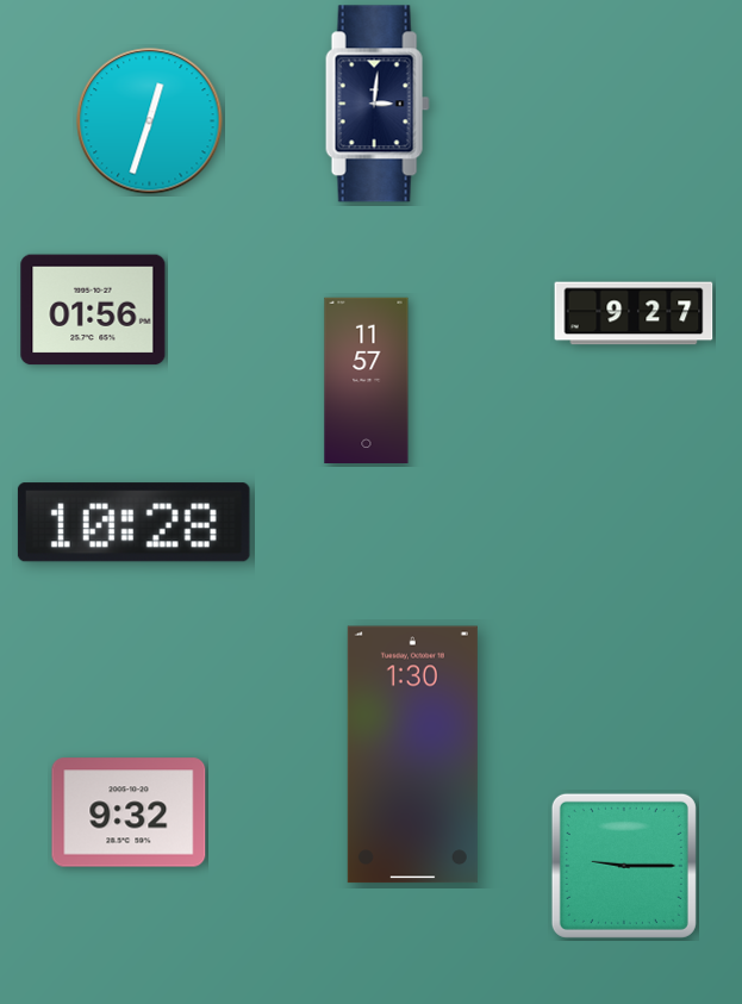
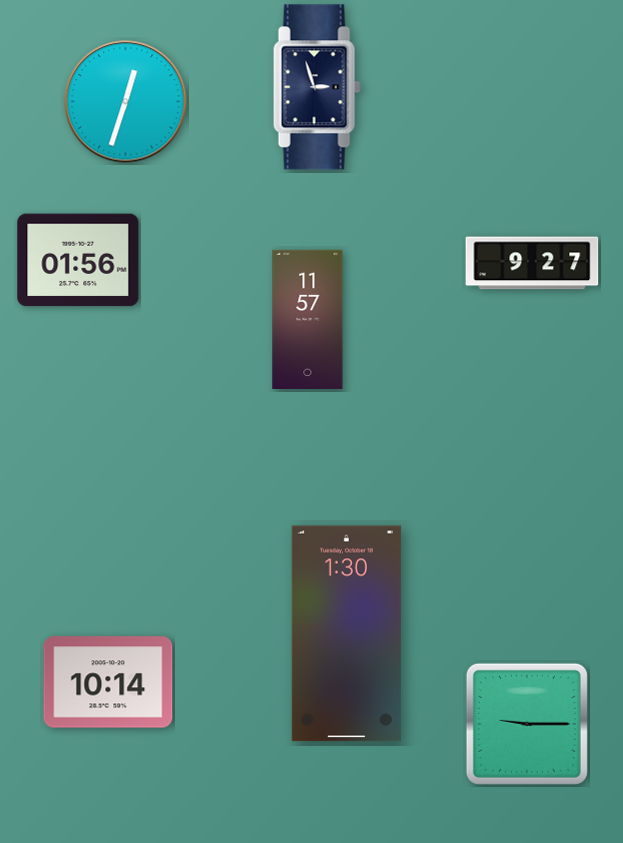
clock at (378, 104): 3:01 -> 2:57
clock at (133, 523): 10:28 -> none
clock at (129, 812): 9:32 -> 10:14
clock at (624, 866) position: (624, 866) -> (527, 724)
